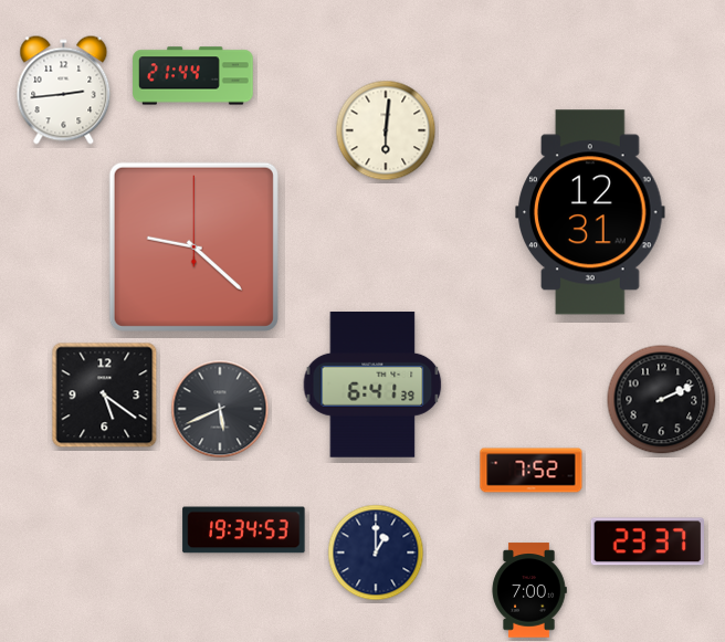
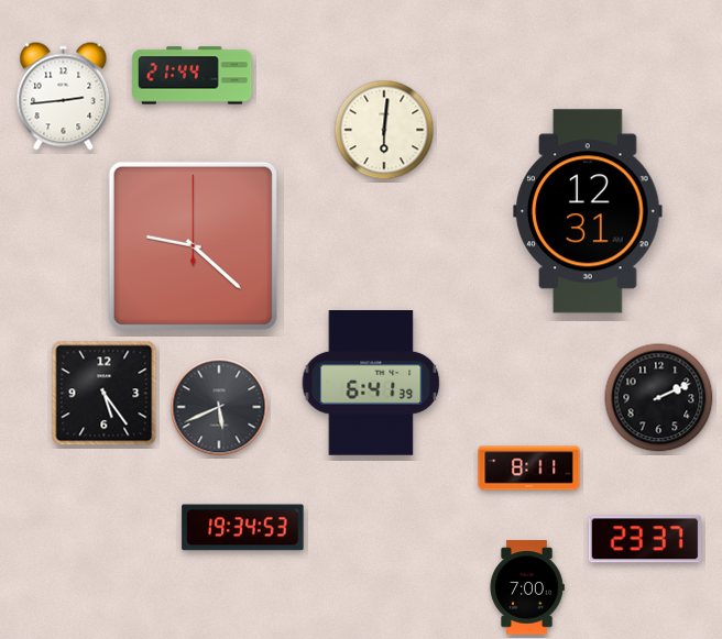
clock at (64, 91) position: (64, 91) -> (64, 97)
clock at (105, 396): 5:21 -> 5:24
clock at (532, 471): 7:52 -> 8:11
clock at (376, 552): 1:00 -> none
